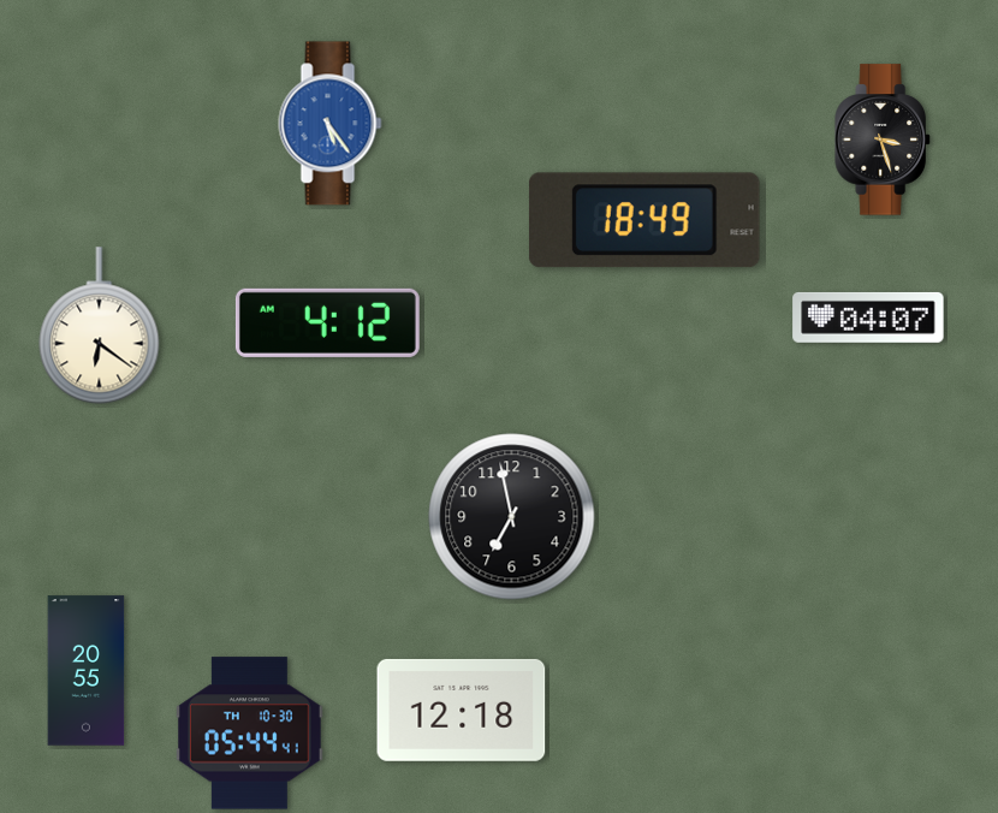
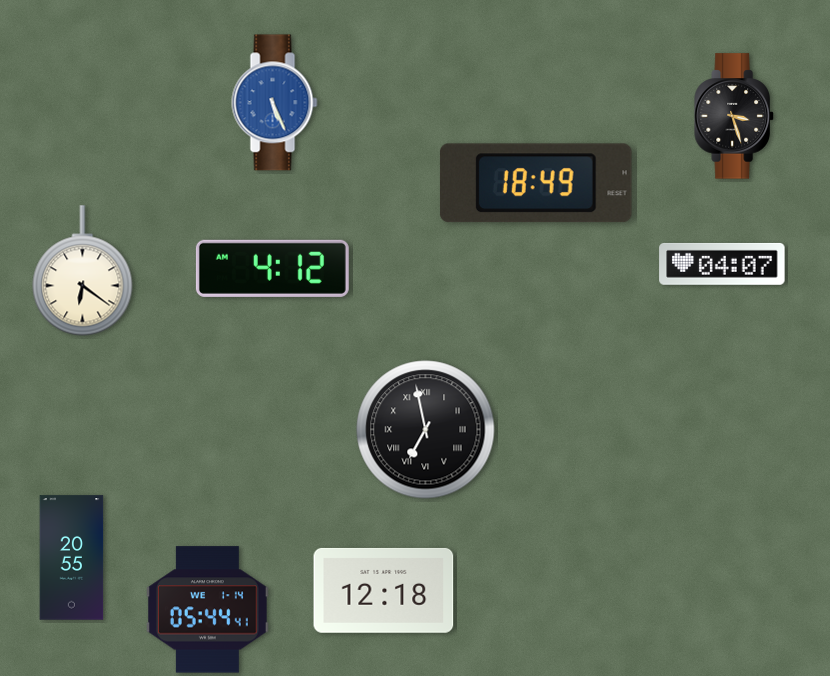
clock at (331, 124): 5:24 -> 5:26
clock at (512, 517) numerals: Arabic -> Roman
clock at (250, 734) date: TH 10-30 -> WE 1-14
